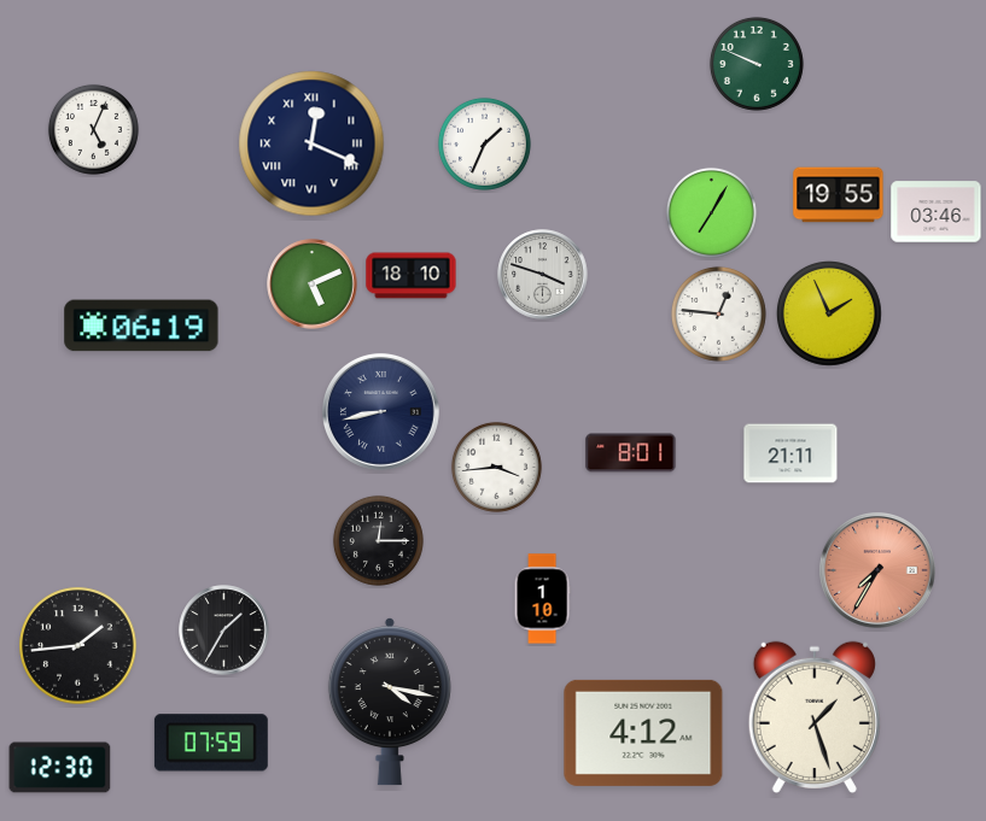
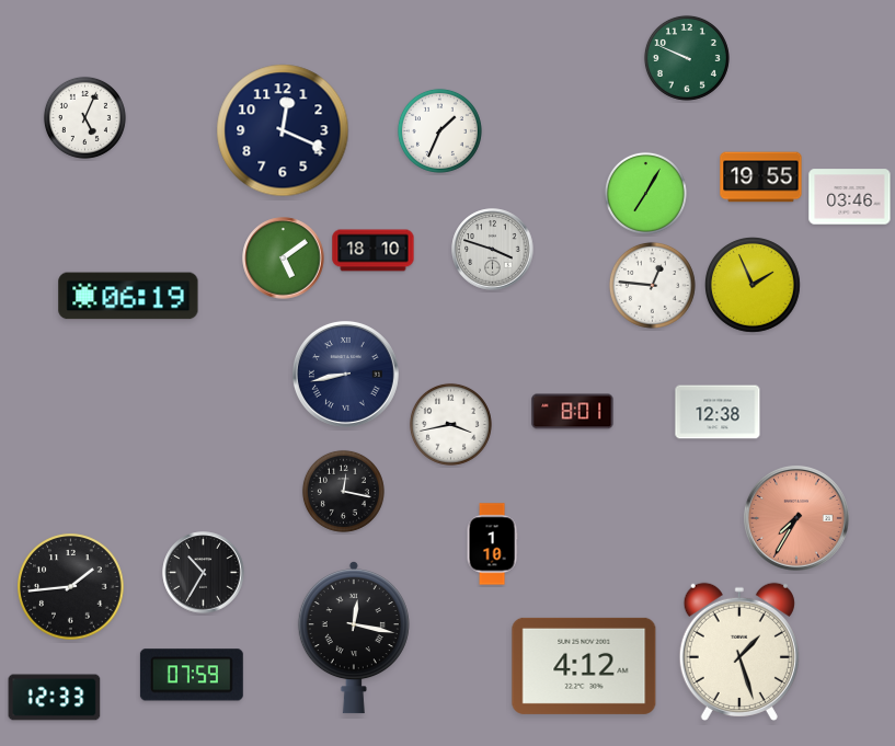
clock at (311, 143) numerals: Roman -> Arabic
clock at (937, 212) position: (937, 212) -> (850, 197)
clock at (313, 285): 5:11 -> 5:09
clock at (790, 453): 21:11 -> 12:38
clock at (496, 467): 3:44 -> 3:43
clock at (378, 540): 12:15 -> 12:17
clock at (224, 631): 1:35 -> 10:35
clock at (390, 702): 4:17 -> 12:17
clock at (60, 768): 12:30 -> 12:33
